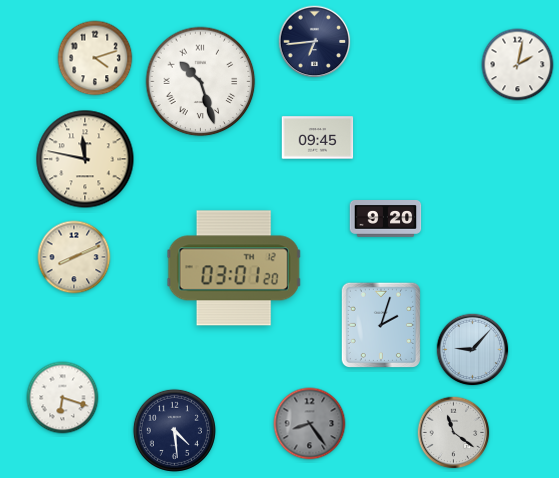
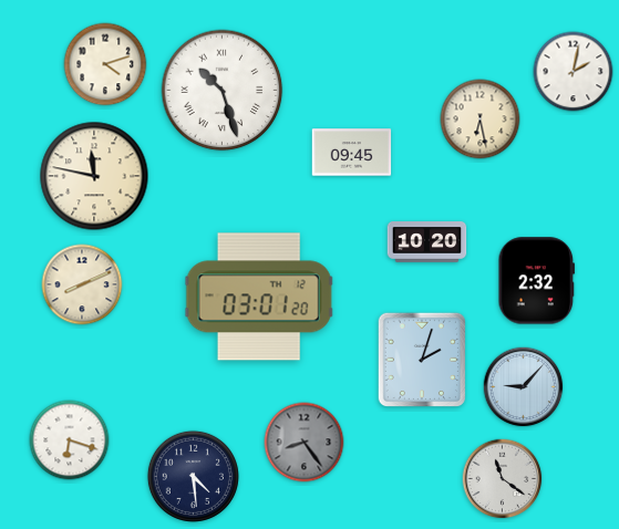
clock at (315, 42): 6:44 -> none
clock at (481, 120): none -> 6:28
clock at (386, 219): 9:20 -> 10:20
clock at (537, 281): none -> 2:32
clock at (310, 424) position: (310, 424) -> (305, 443)
